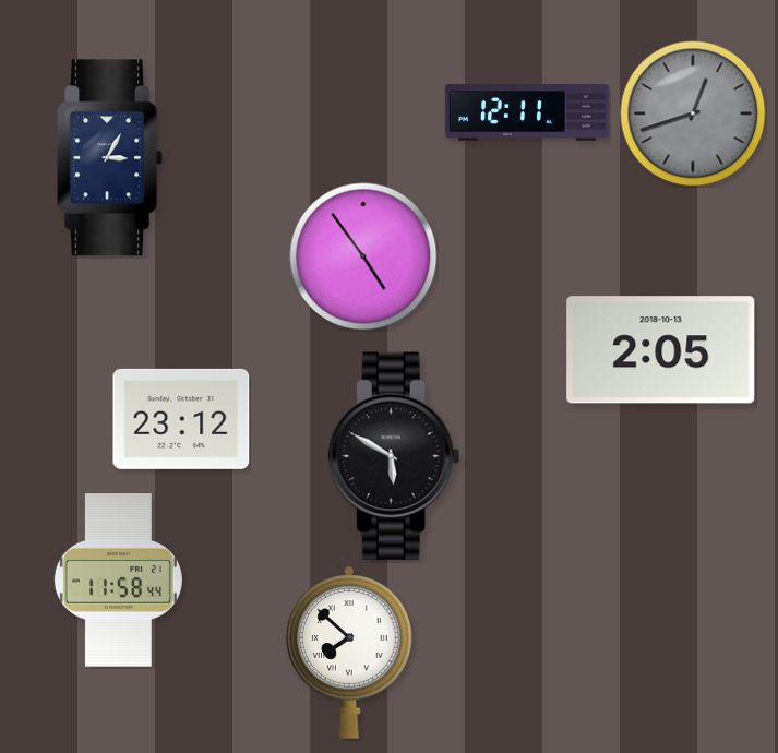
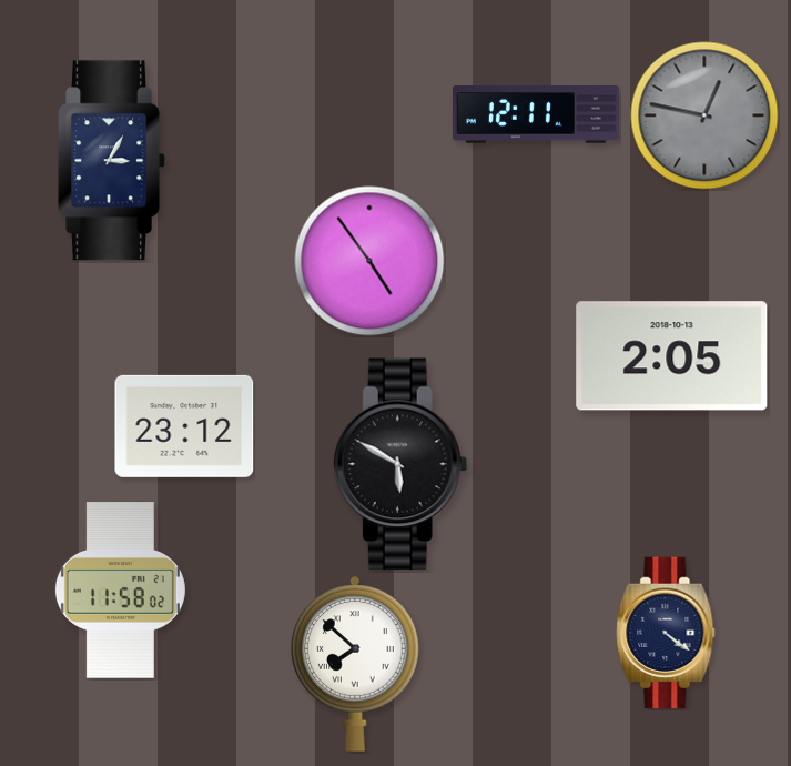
clock at (693, 113): 12:42 -> 12:47
clock at (118, 581): 11:58:44 -> 11:58:02
clock at (666, 633): none -> 4:21
